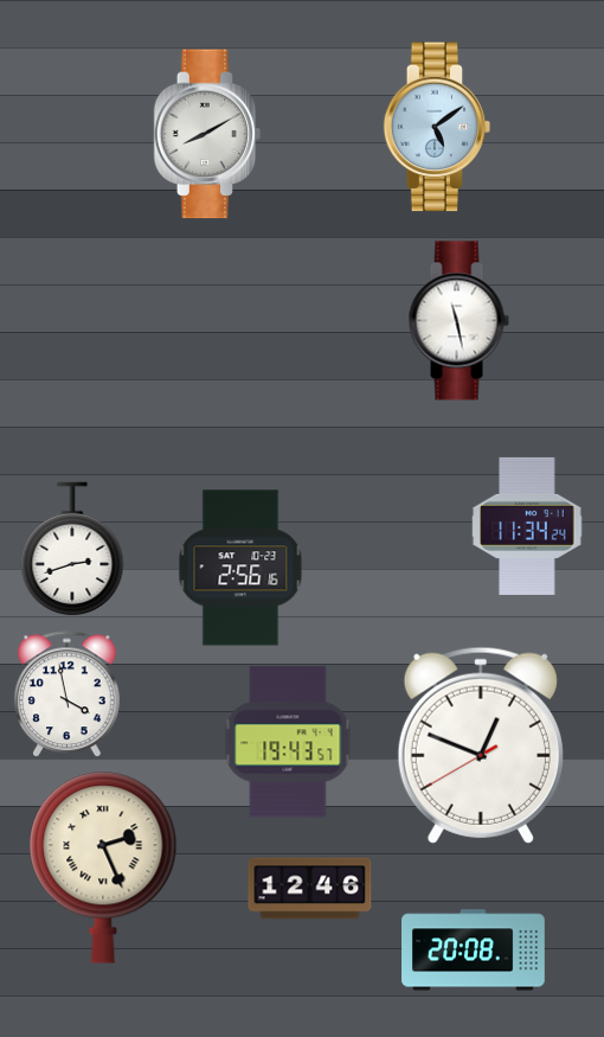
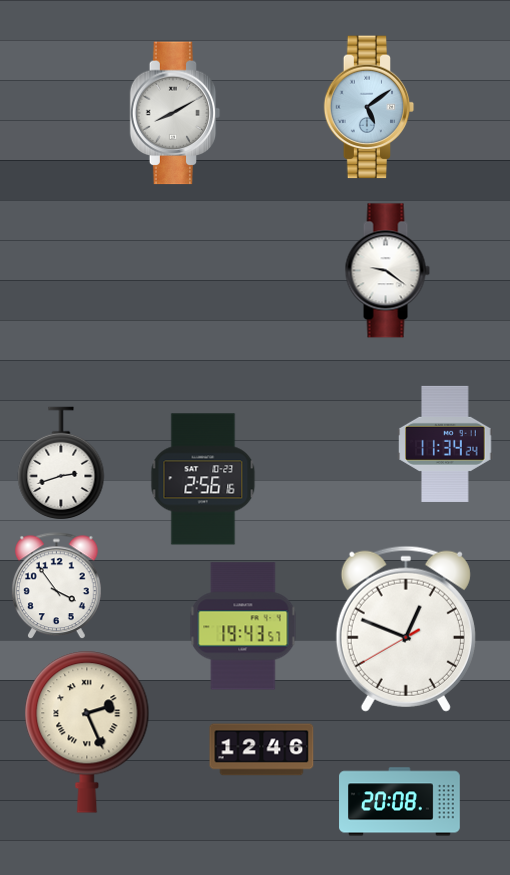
clock at (458, 321): 11:28 -> 9:21
clock at (68, 694): 3:58 -> 3:54
